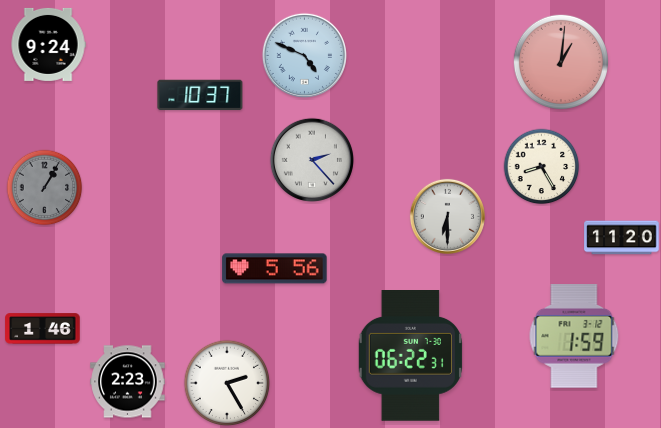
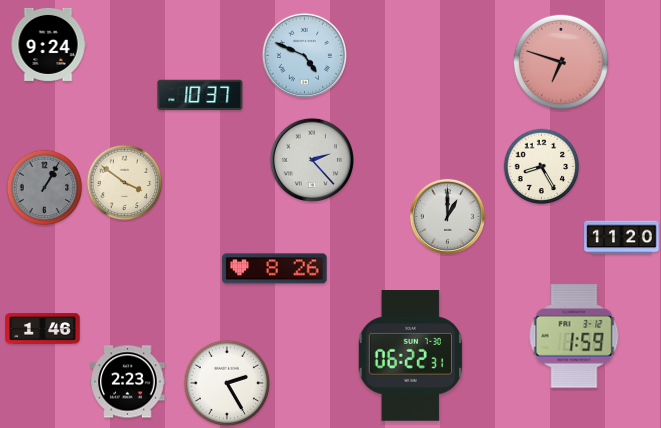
clock at (560, 61): 1:01 -> 6:48
clock at (125, 183): none -> 3:51
clock at (447, 216): 6:30 -> 1:00
clock at (275, 269): 5:56 -> 8:26
